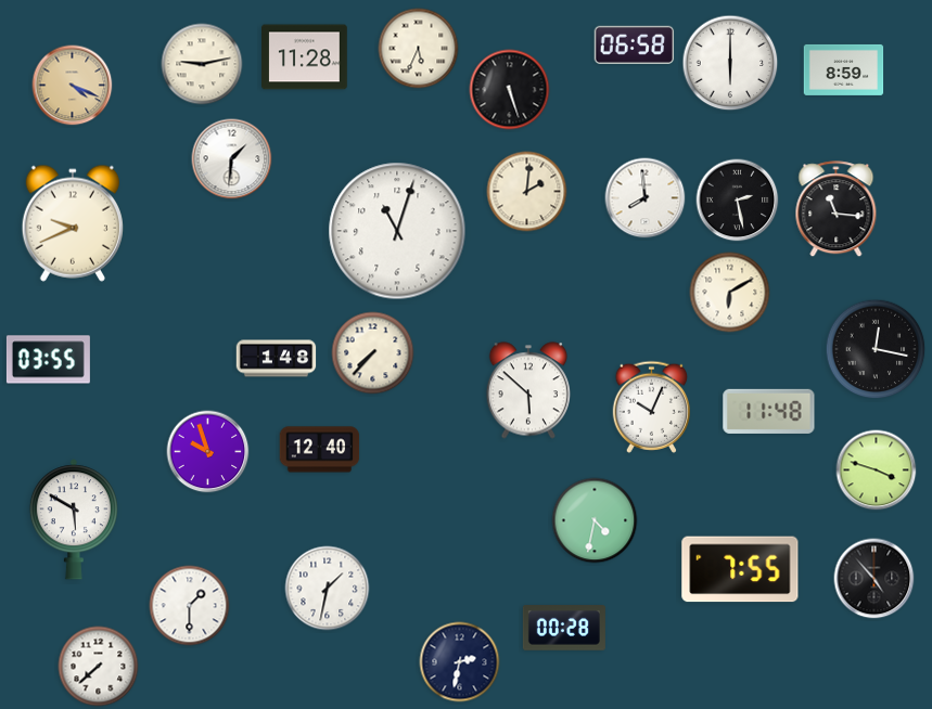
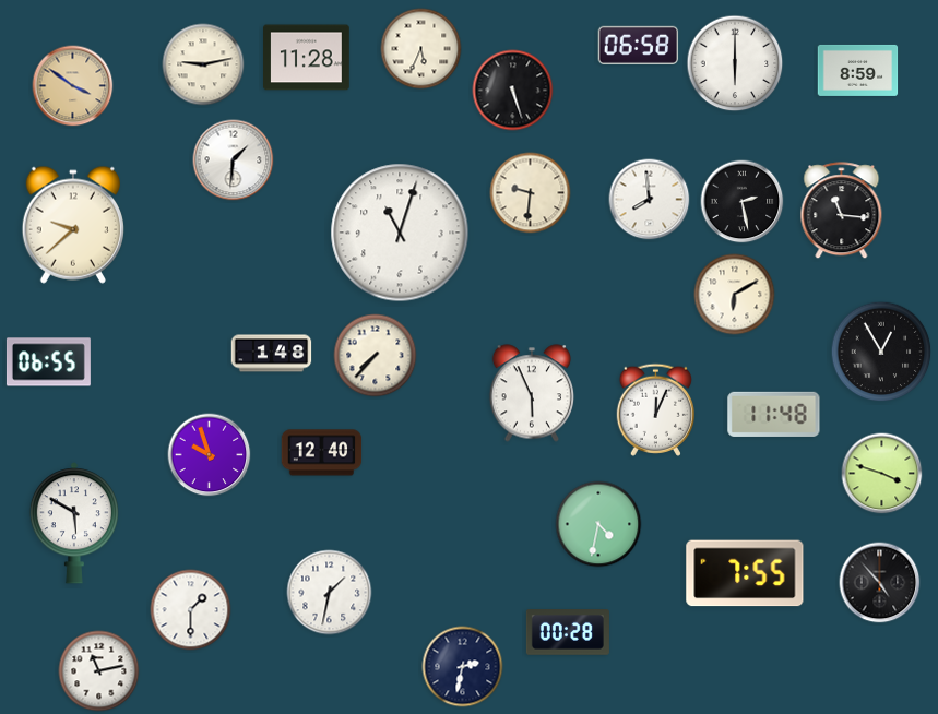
clock at (844, 69) position: (844, 69) -> (858, 70)
clock at (73, 86): 4:19 -> 3:51
clock at (527, 192): 2:01 -> 9:31
clock at (72, 223): 9:41 -> 9:38
clock at (876, 349): 12:17 -> 12:55
clock at (277, 359) position: (277, 359) -> (272, 354)
clock at (48, 360): 03:55 -> 06:55
clock at (527, 390): 5:52 -> 5:56
clock at (652, 407): 10:04 -> 12:04
clock at (99, 667): 7:38 -> 11:13
